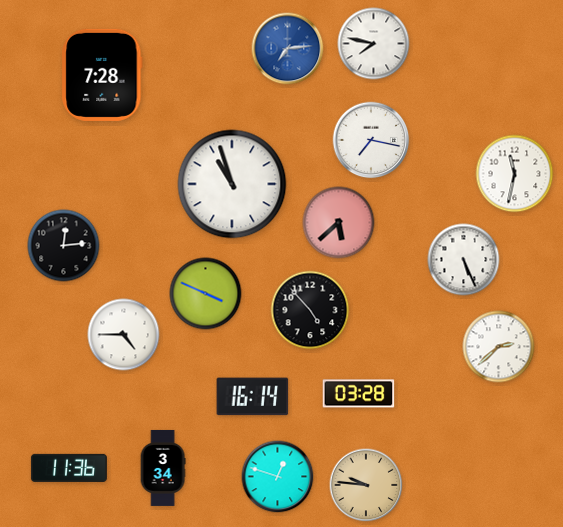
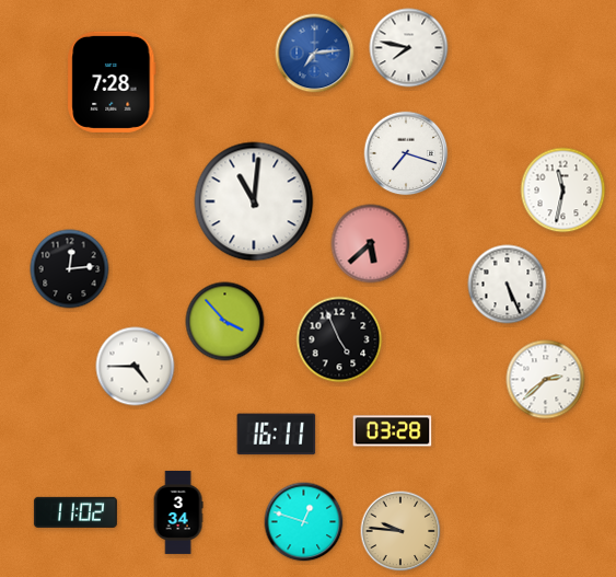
clock at (371, 140): 7:17 -> 7:18
clock at (232, 184): 10:57 -> 11:01
clock at (206, 294): 3:49 -> 3:53
clock at (310, 310): 4:53 -> 4:56
clock at (253, 397): 16:14 -> 16:11
clock at (69, 468): 11:36 -> 11:02
